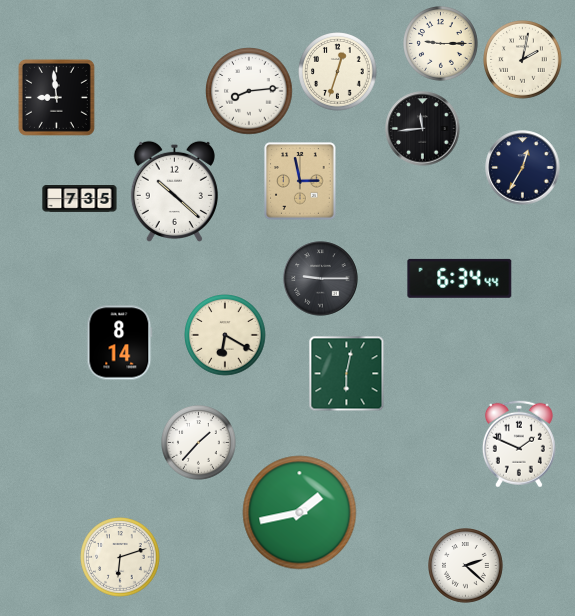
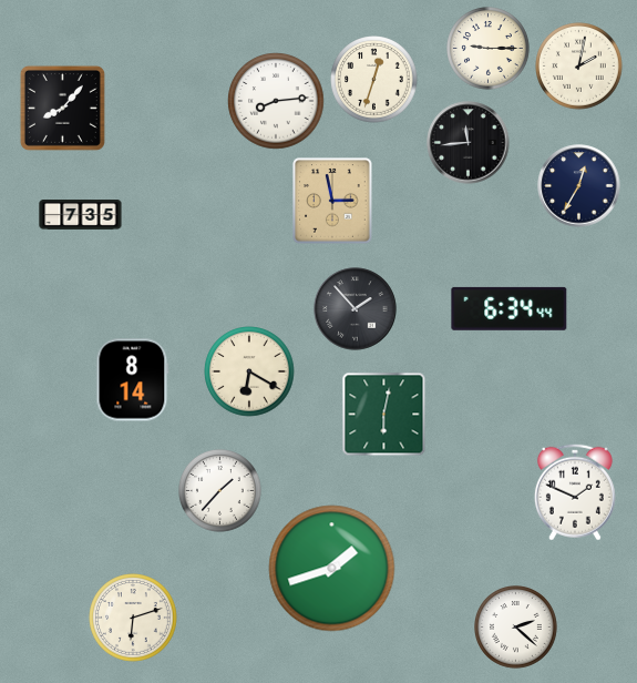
clock at (56, 97): 8:59 -> 8:07
clock at (174, 191): 10:22 -> none
clock at (80, 199) position: (80, 199) -> (81, 215)
clock at (321, 279): 9:15 -> 1:53
clock at (300, 513): 1:43 -> 1:42
